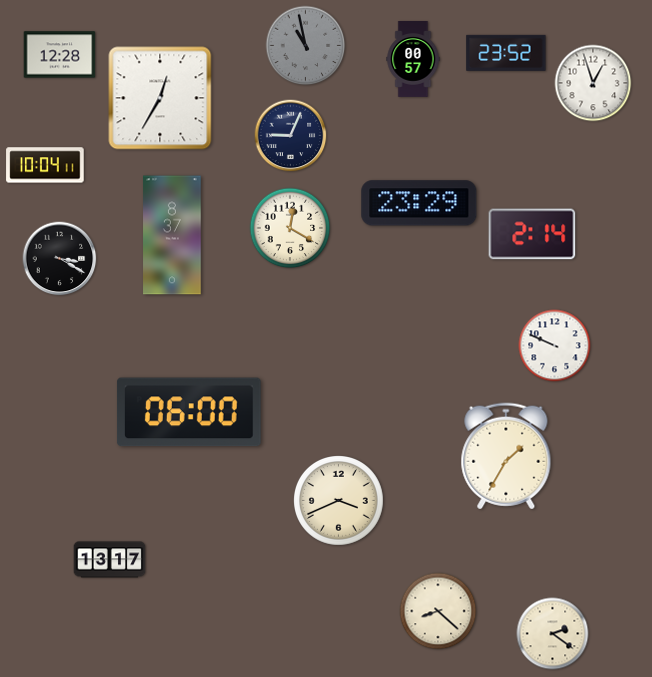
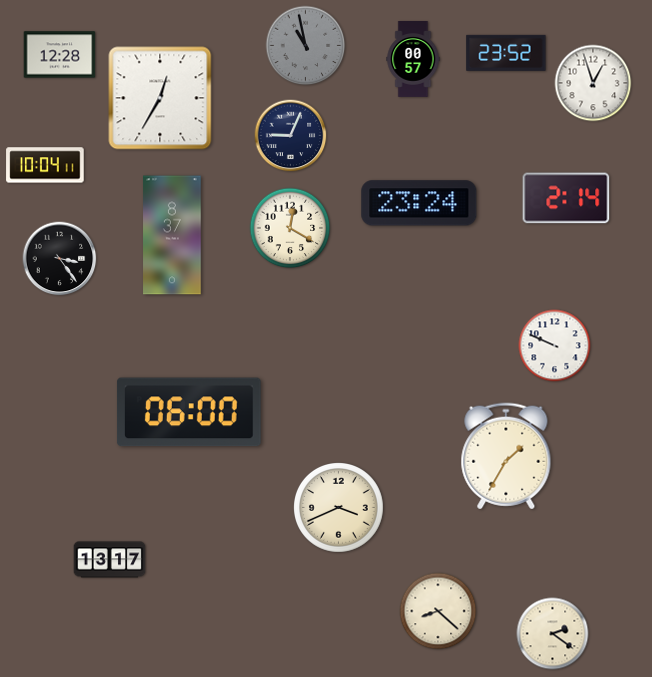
clock at (419, 203): 23:29 -> 23:24
clock at (532, 234) position: (532, 234) -> (566, 198)
clock at (60, 259): 3:20 -> 3:24
clock at (339, 501) position: (339, 501) -> (339, 508)
